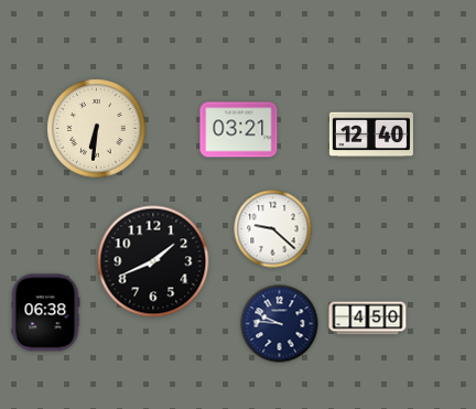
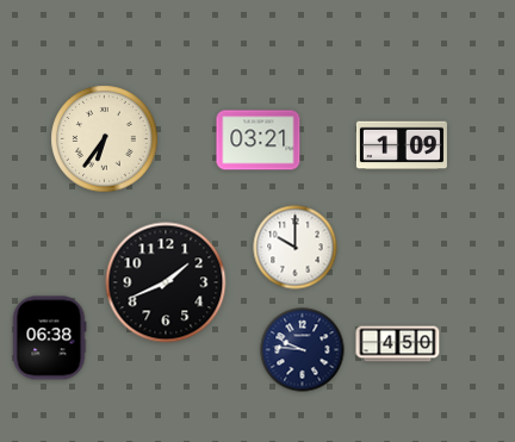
clock at (97, 129): 6:31 -> 6:36
clock at (371, 134): 12:40 -> 1:09
clock at (273, 229): 9:22 -> 10:00
